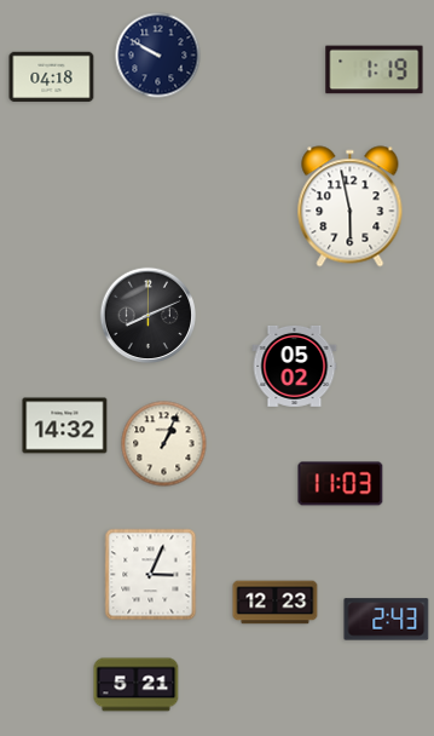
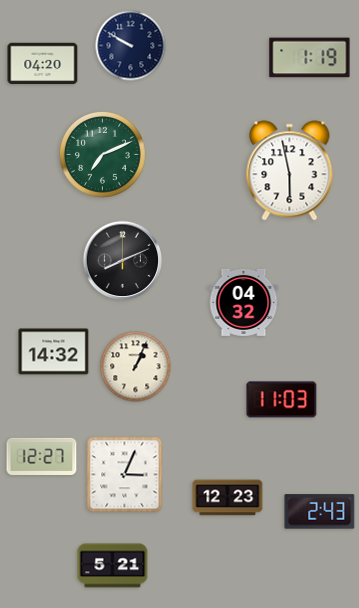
clock at (52, 77): 04:18 -> 04:20
clock at (102, 154): none -> 7:11
clock at (295, 366): 05:02 -> 04:32
clock at (42, 456): none -> 12:27
